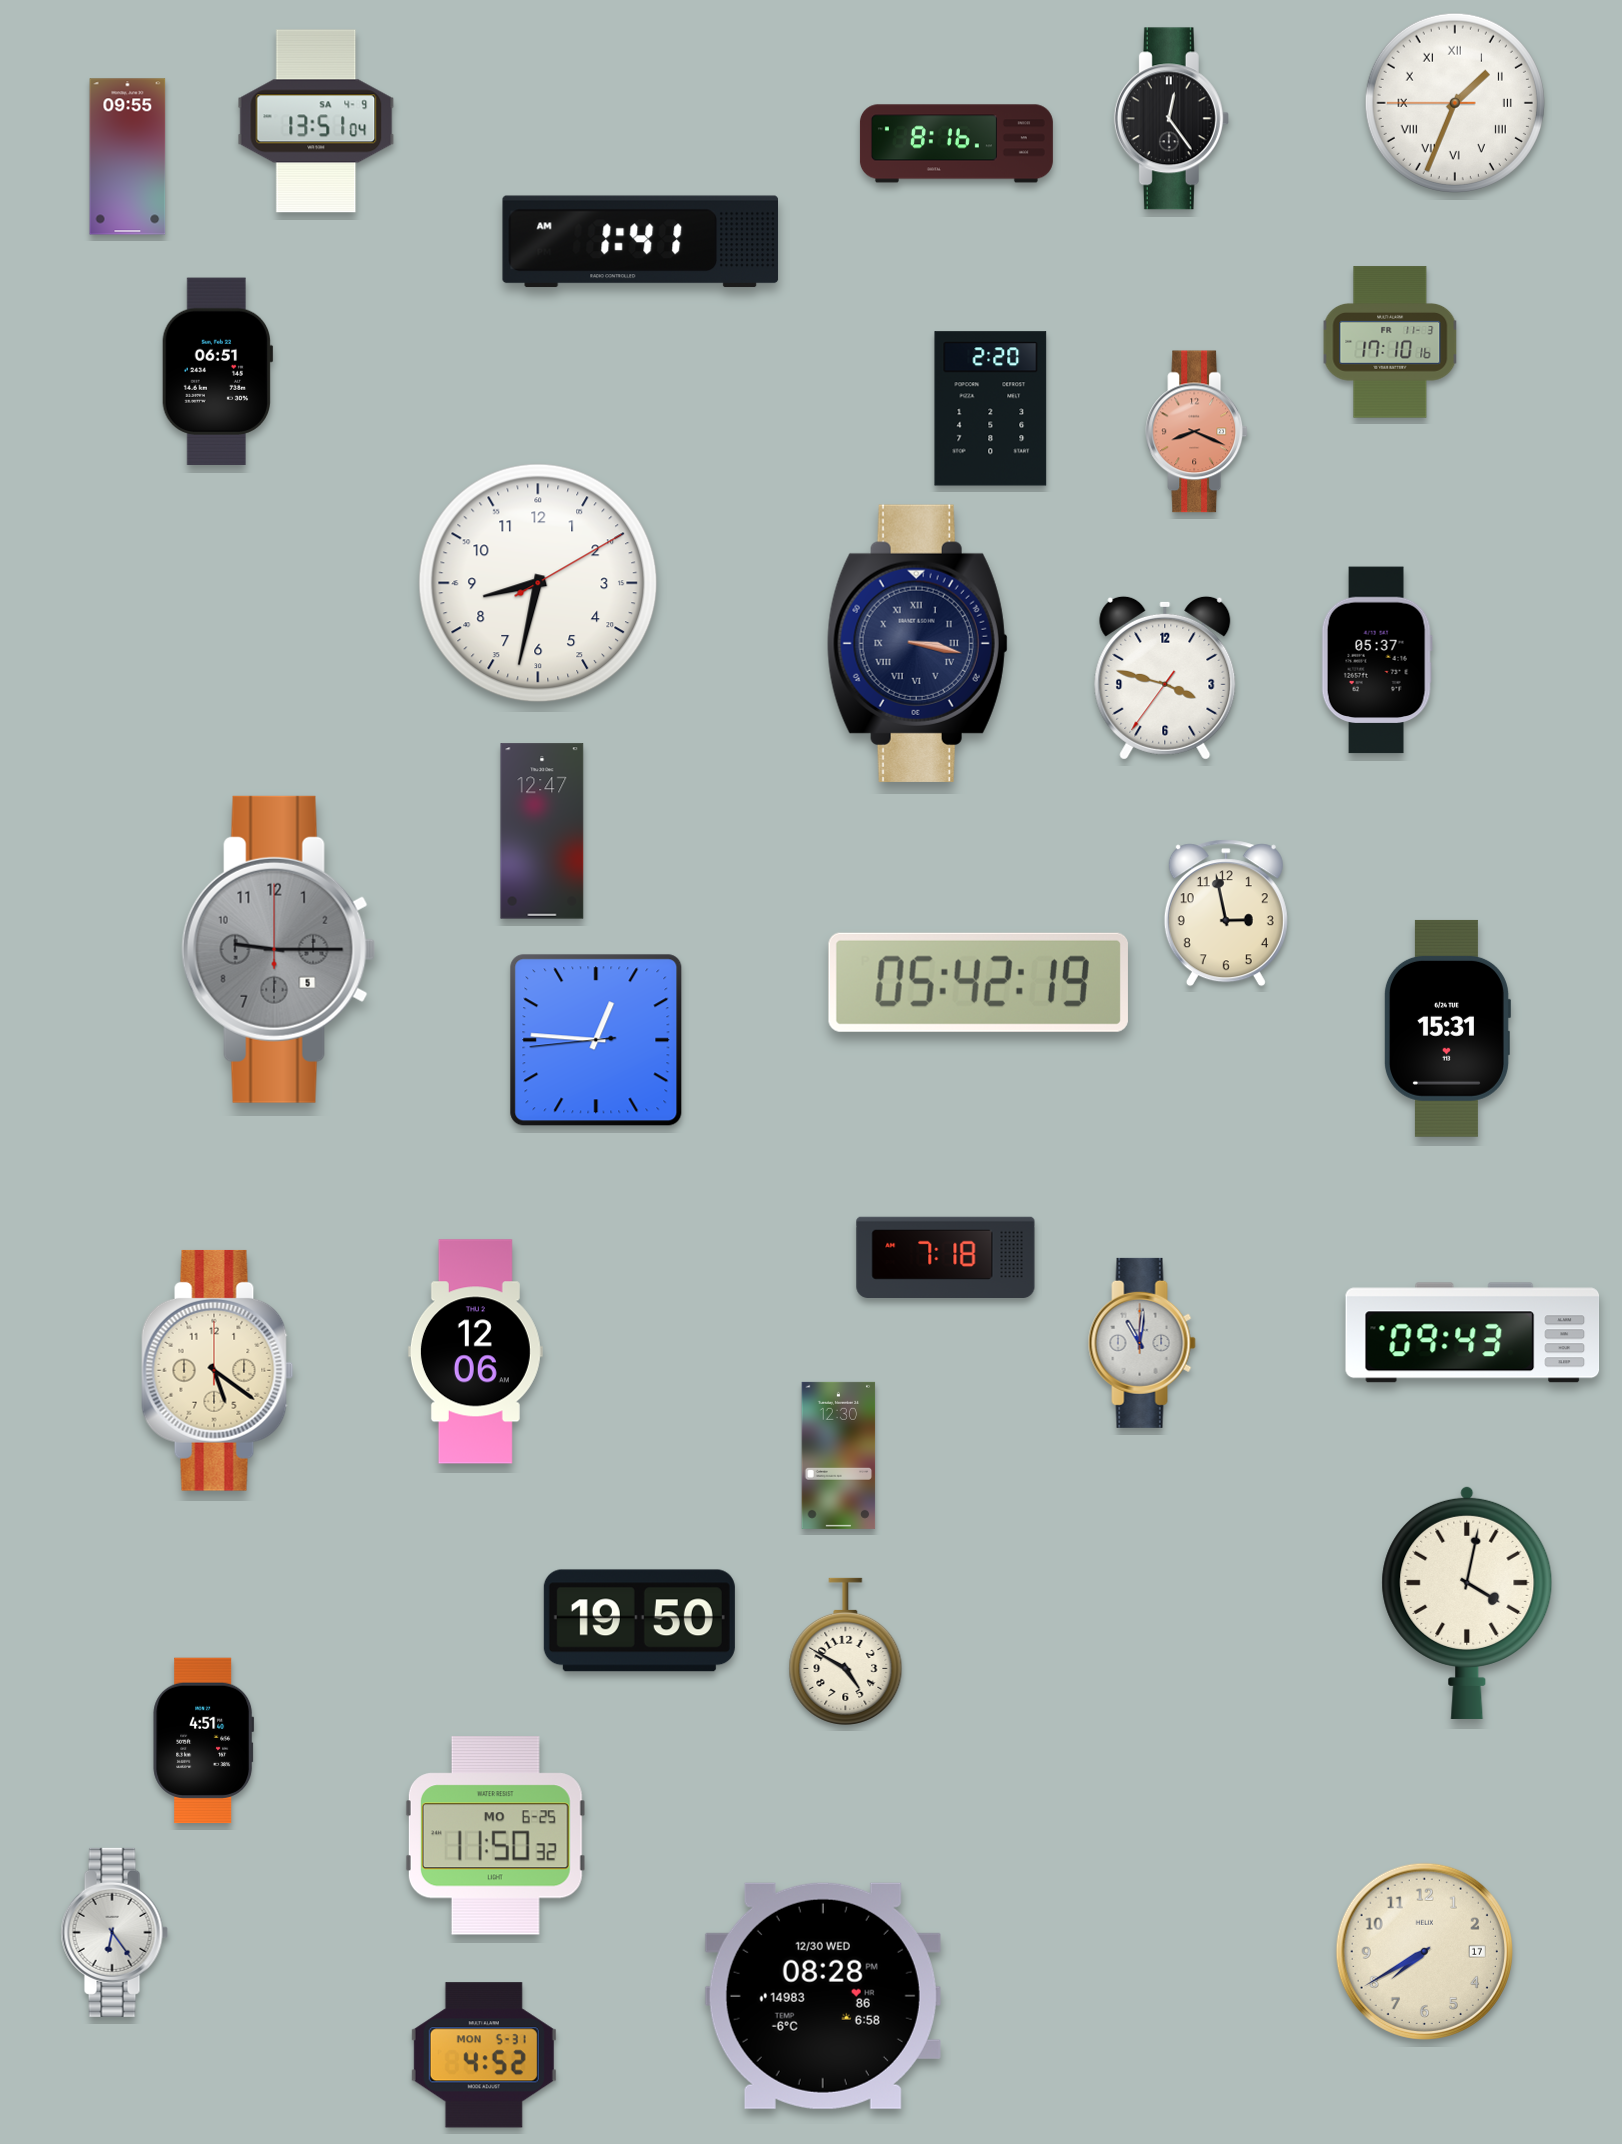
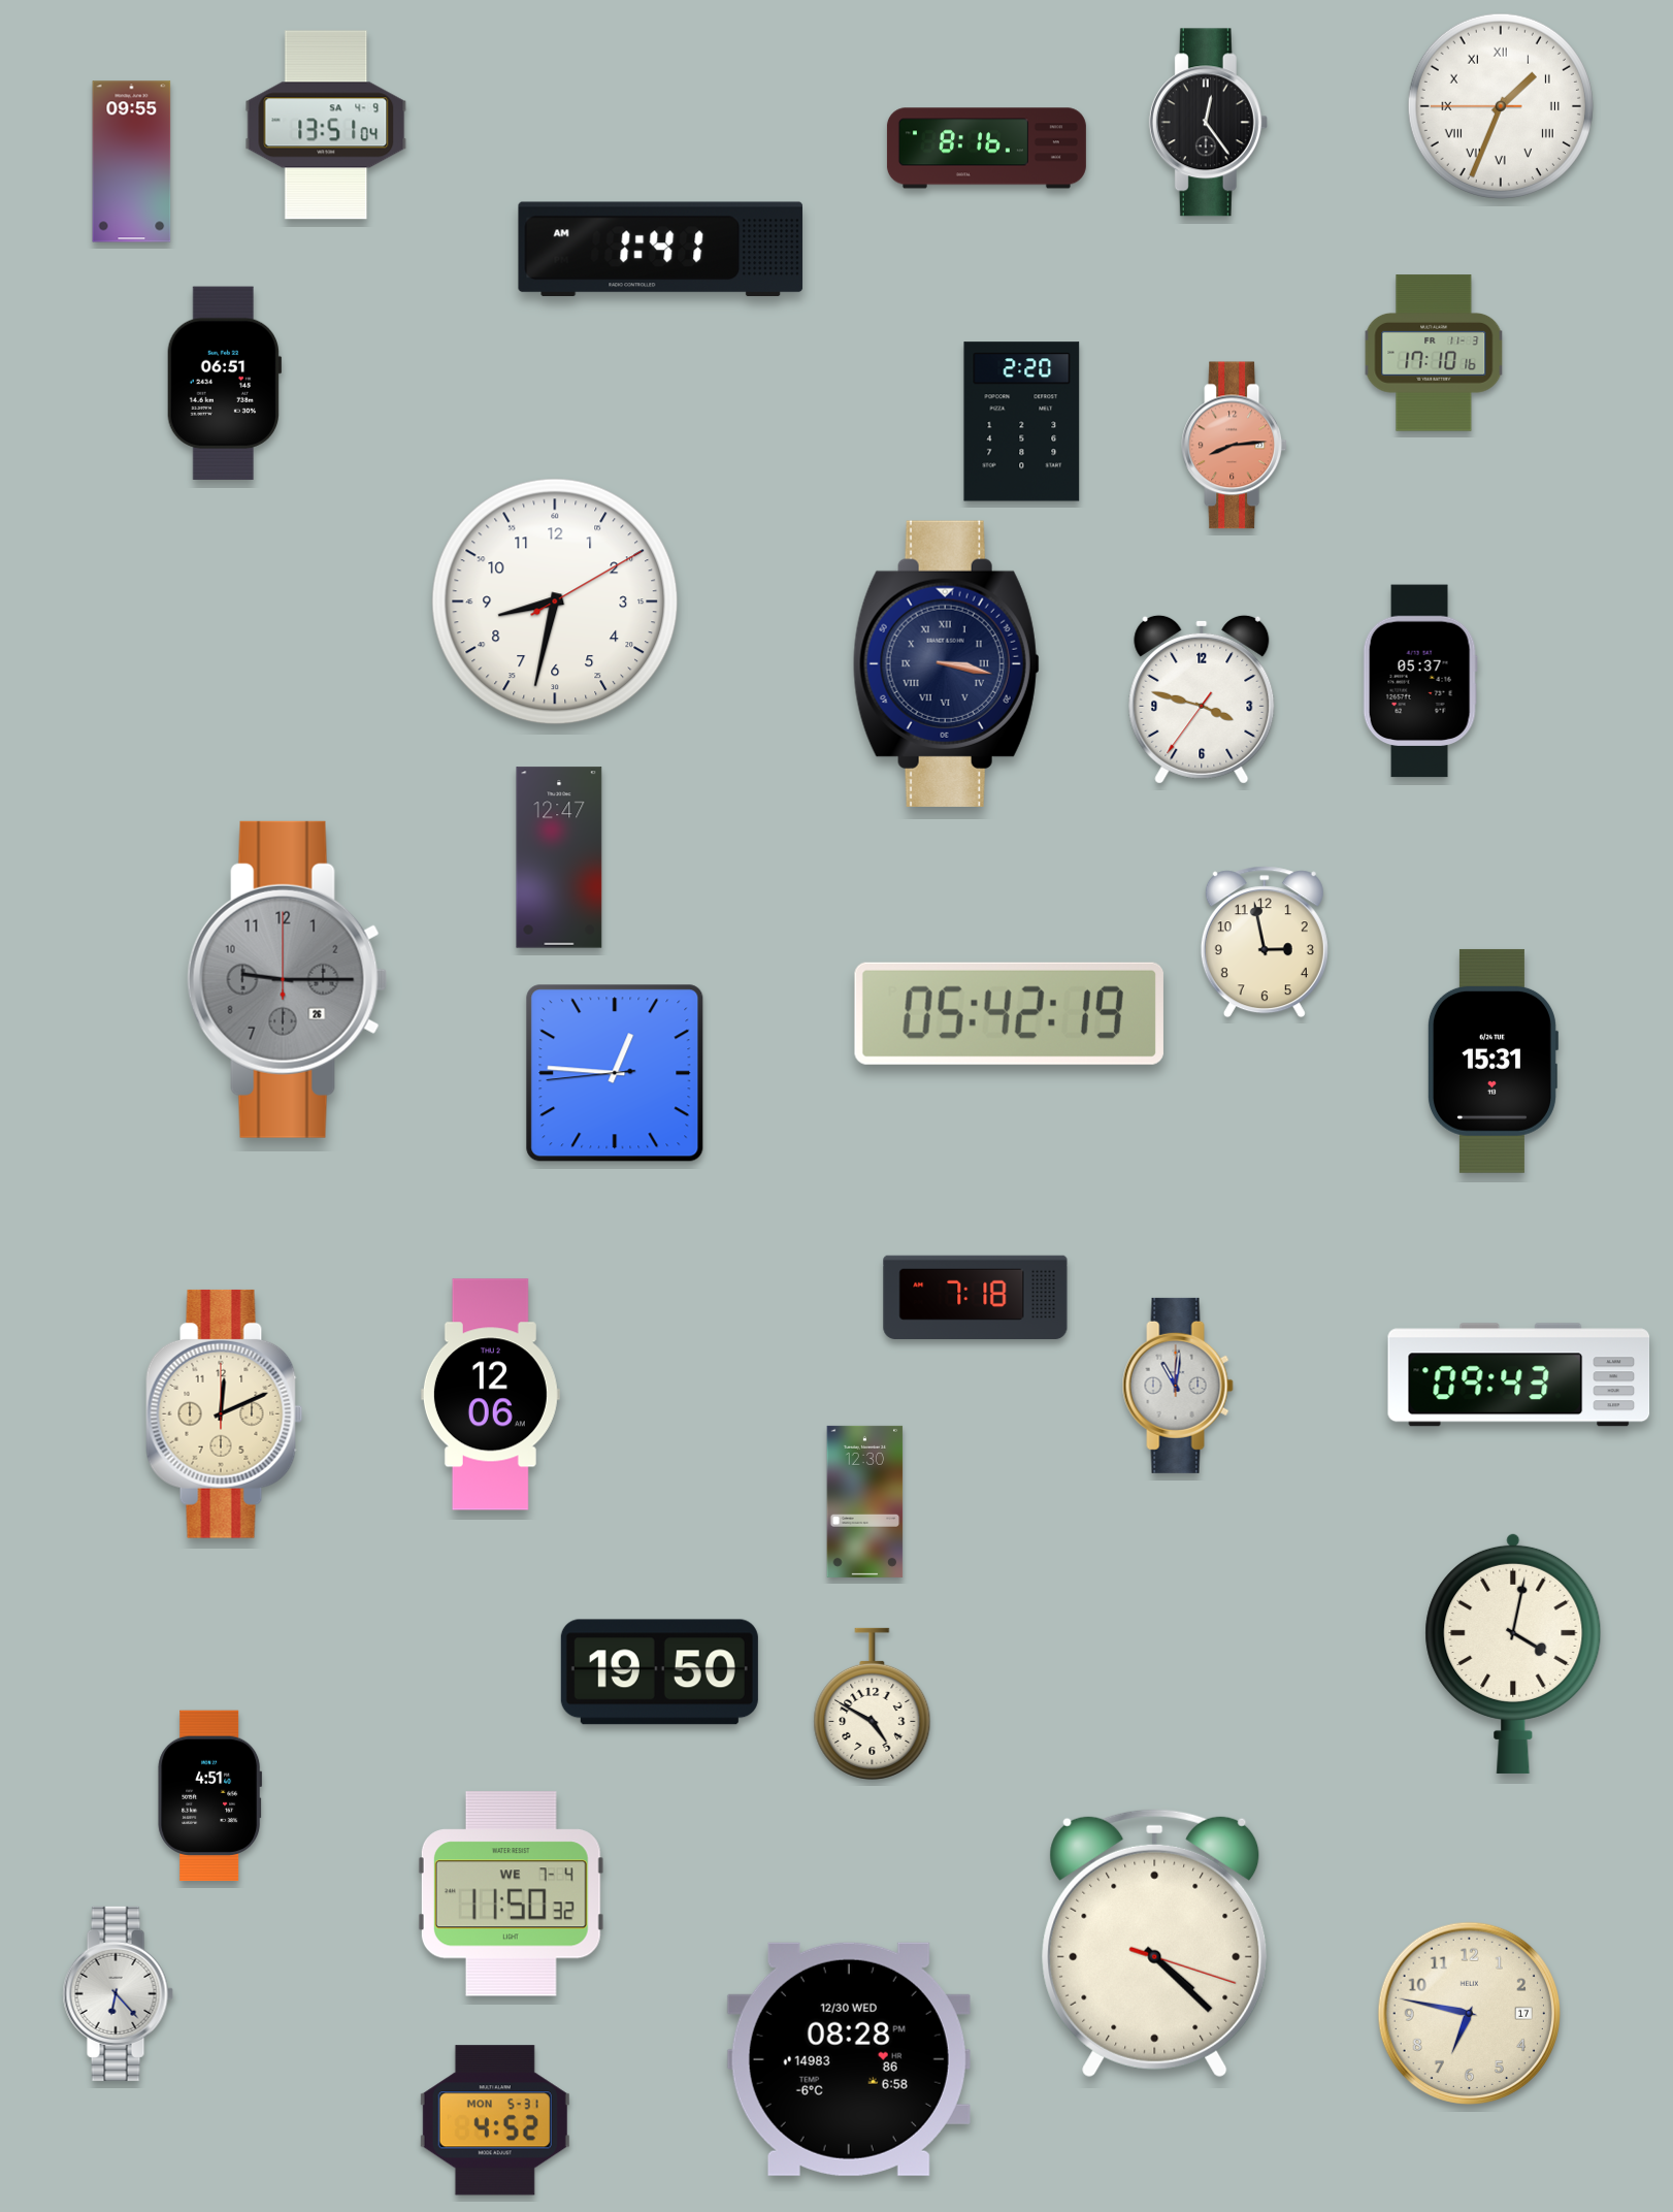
clock at (1197, 432): 8:19 -> 8:14
clock at (279, 949) date: 5 -> 26
clock at (218, 1370): 5:21 -> 12:11
clock at (495, 1836) date: MO 6-25 -> WE 7-4
clock at (1155, 1943): none -> 4:22
clock at (114, 1932): 6:24 -> 6:23
clock at (1424, 1951): 7:40 -> 6:47
clock at (484, 2055) position: (484, 2055) -> (495, 2120)
